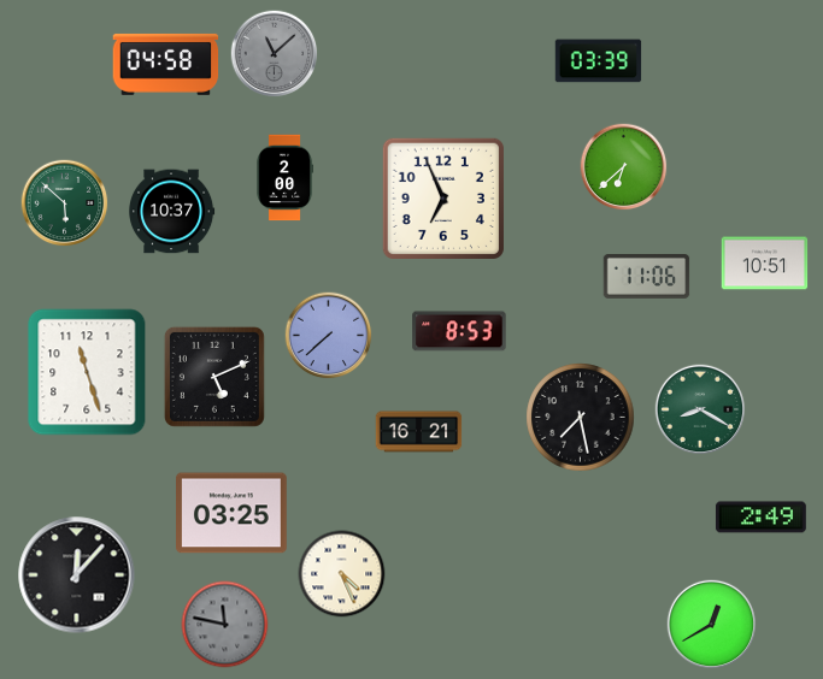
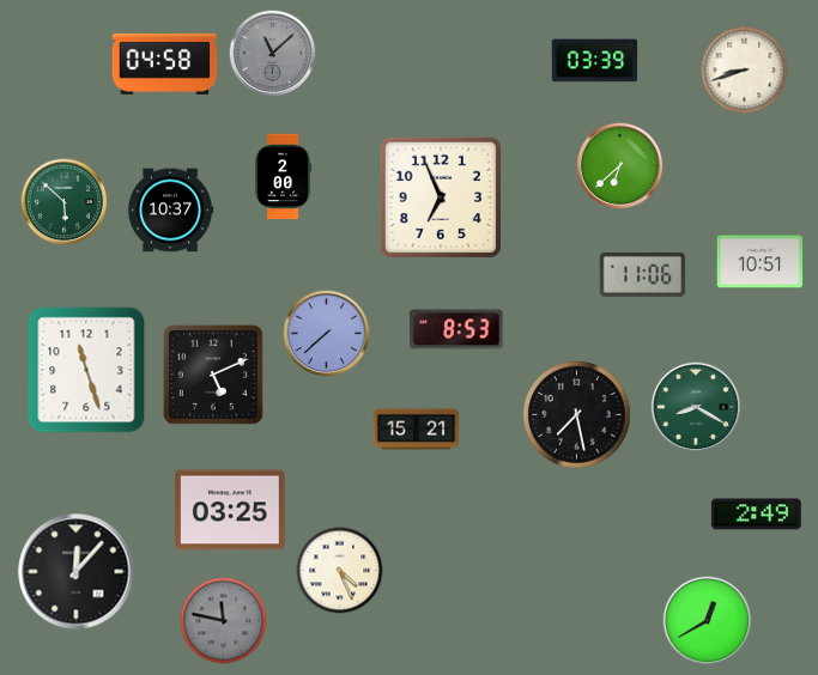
clock at (745, 71): none -> 8:42
clock at (419, 432): 16:21 -> 15:21
